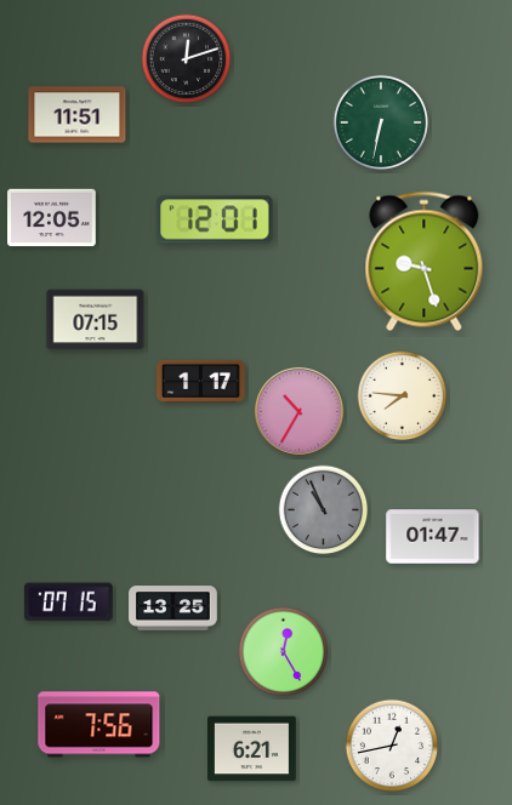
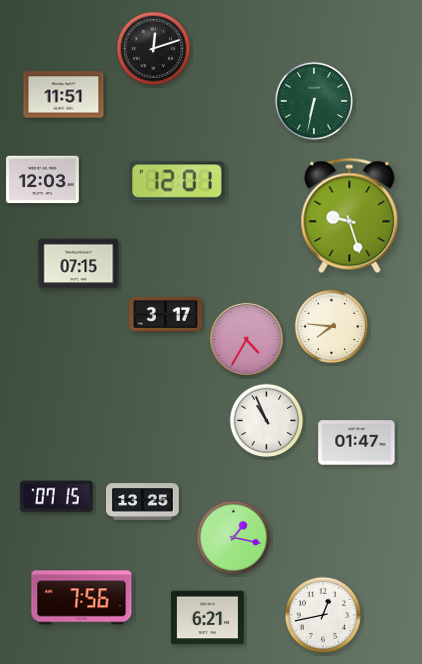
clock at (52, 218): 12:05 -> 12:03
clock at (201, 381): 1:17 -> 3:17
clock at (298, 411): 10:35 -> 4:35
clock at (324, 510) dial: grey -> white
clock at (284, 652): 12:25 -> 1:17
